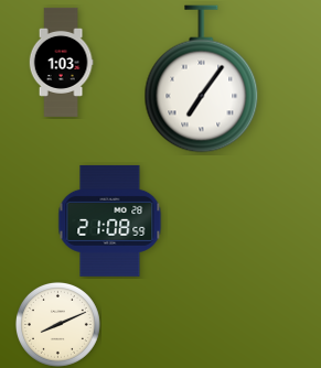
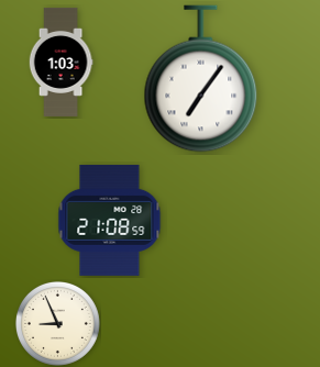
clock at (57, 324): 8:11 -> 8:56
